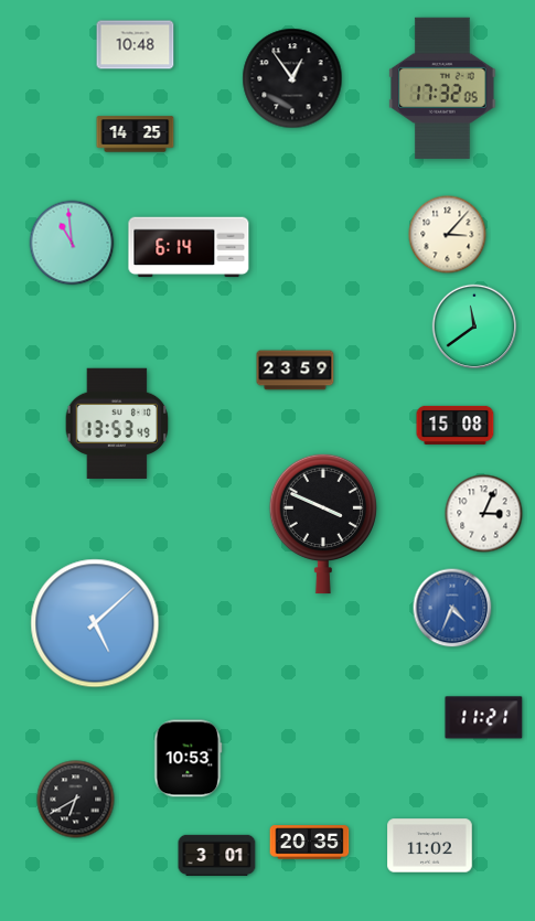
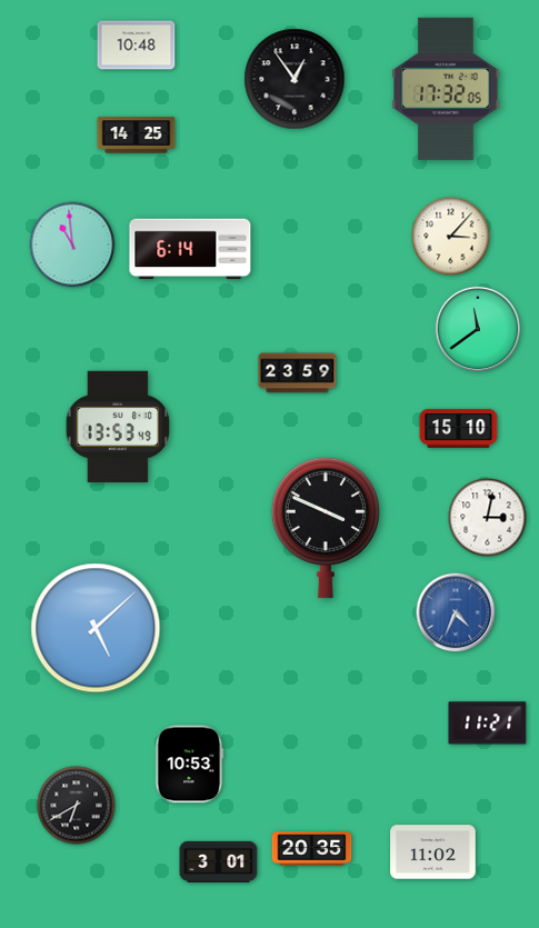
clock at (456, 425): 15:08 -> 15:10
clock at (484, 514): 3:04 -> 3:02
